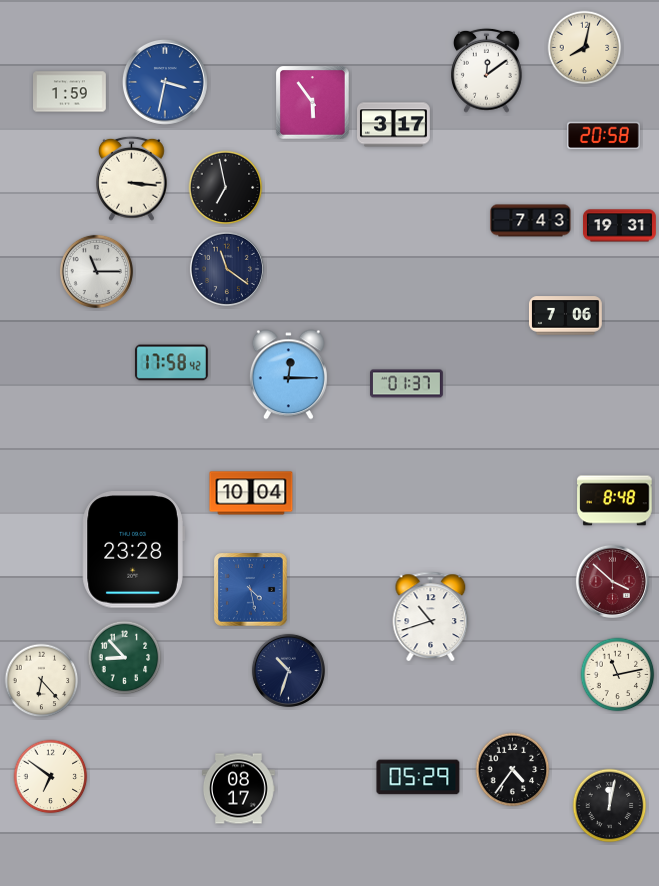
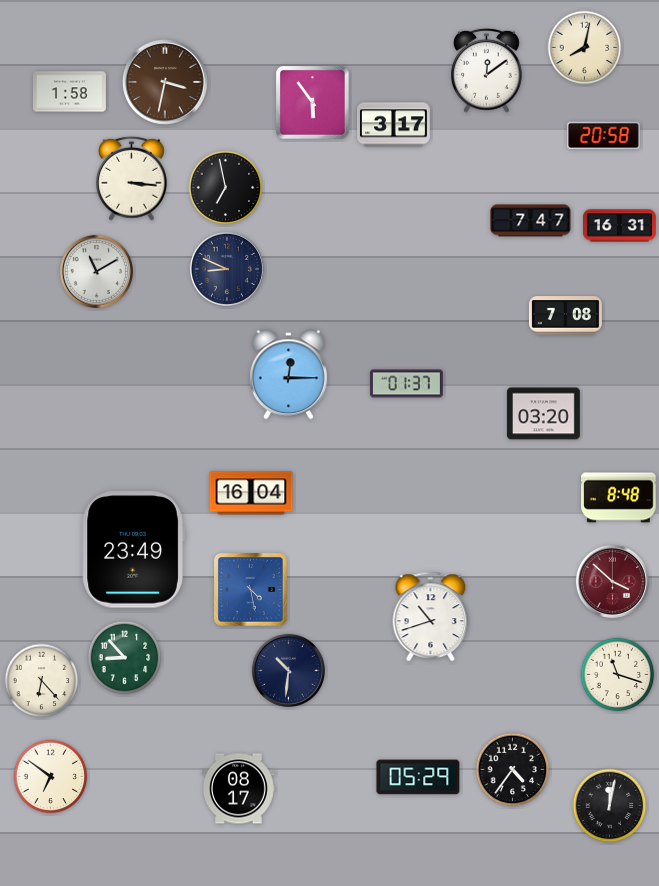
clock at (165, 82) dial: blue -> brown
clock at (70, 92): 1:59 -> 1:58
clock at (531, 221): 7:43 -> 7:47
clock at (620, 226): 19:31 -> 16:31
clock at (227, 269): 11:21 -> 8:49
clock at (96, 271): 11:15 -> 11:10
clock at (565, 316): 7:06 -> 7:08
clock at (171, 363): 17:58 -> none
clock at (543, 414): none -> 03:20
clock at (251, 493): 10:04 -> 16:04
clock at (615, 501) position: (615, 501) -> (619, 498)
clock at (133, 550): 23:28 -> 23:49
clock at (288, 670): 10:33 -> 10:31
clock at (618, 675): 11:13 -> 11:18
